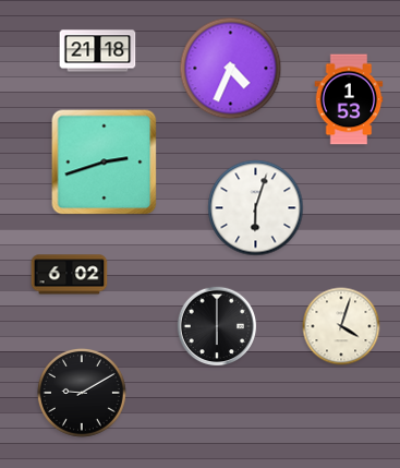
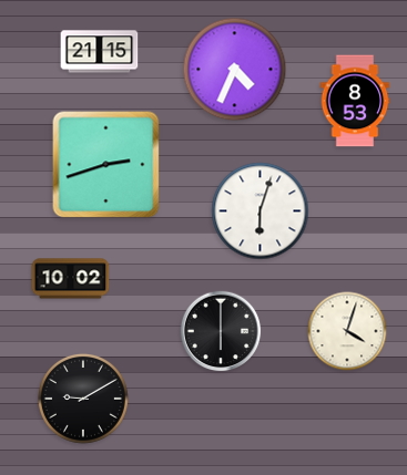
clock at (98, 51): 21:18 -> 21:15
clock at (349, 99): 1:53 -> 8:53
clock at (70, 275): 6:02 -> 10:02
